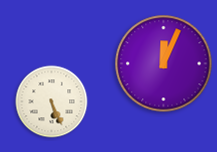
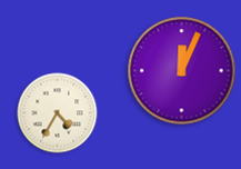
clock at (52, 102): 5:26 -> 4:35
